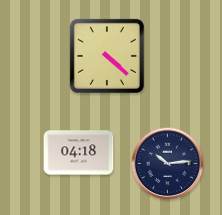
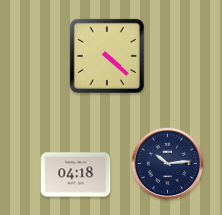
clock at (79, 153) position: (79, 153) -> (76, 175)
